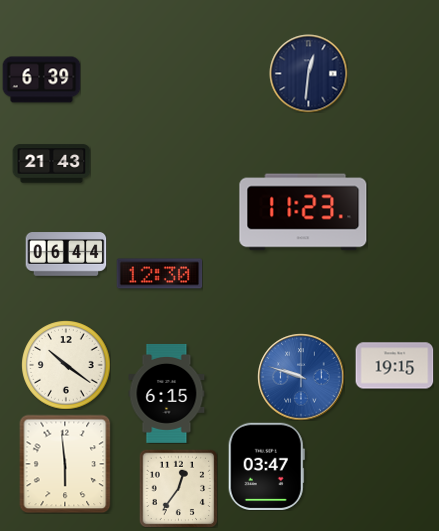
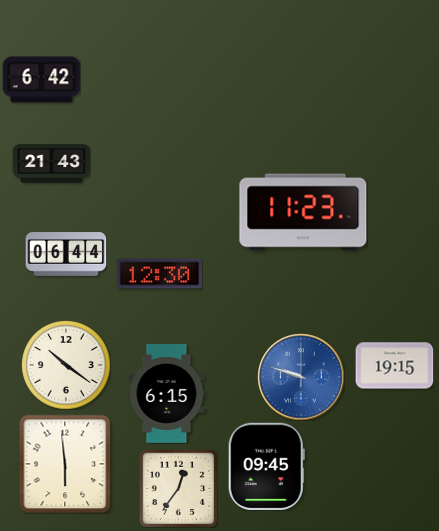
clock at (308, 73): 12:31 -> none
clock at (41, 80): 6:39 -> 6:42
clock at (266, 466): 03:47 -> 09:45
